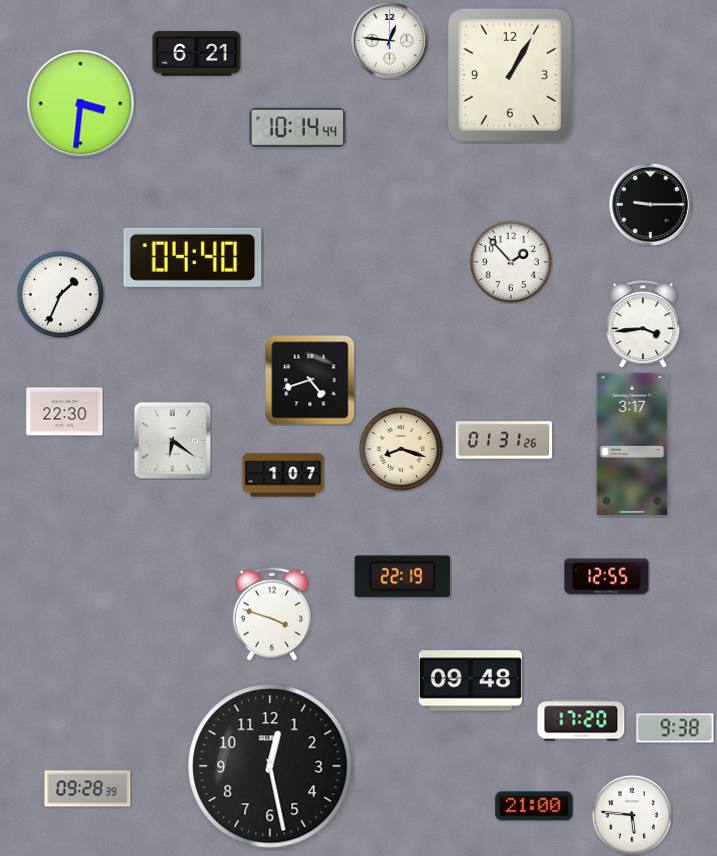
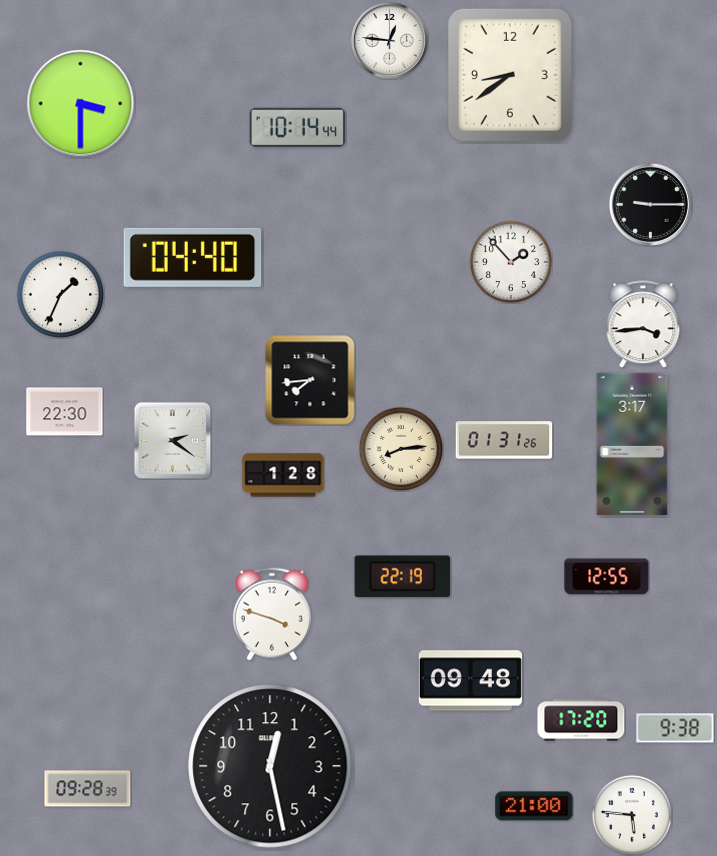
clock at (197, 54): 6:21 -> none
clock at (510, 75): 1:05 -> 8:39
clock at (81, 104): 3:31 -> 3:30
clock at (310, 380): 4:42 -> 7:44
clock at (172, 440): 6:21 -> 2:21
clock at (401, 449): 8:18 -> 8:14
clock at (283, 475): 1:07 -> 1:28
